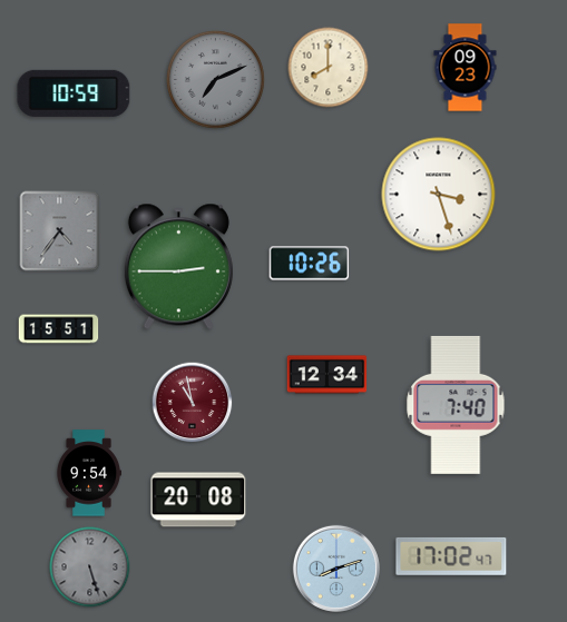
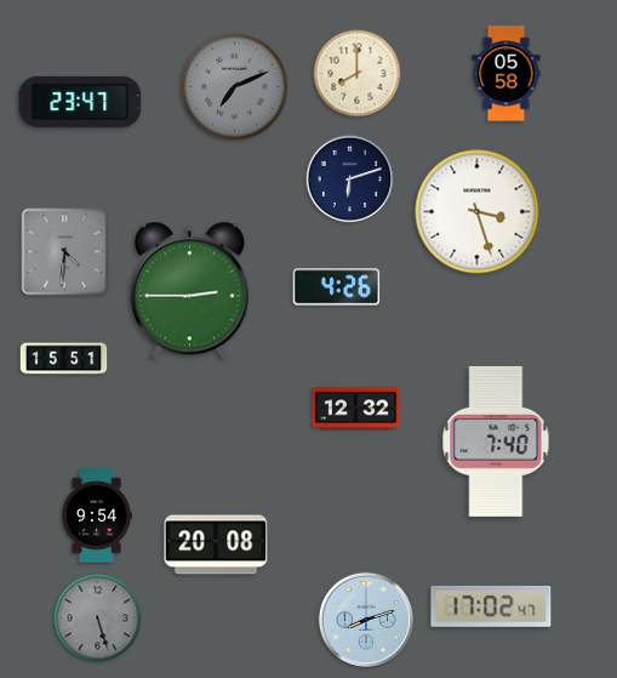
clock at (466, 68): 09:23 -> 05:58
clock at (74, 93): 10:59 -> 23:47
clock at (350, 180): none -> 6:12
clock at (60, 231): 4:36 -> 4:31
clock at (310, 264): 10:26 -> 4:26
clock at (178, 267) position: (178, 267) -> (189, 291)
clock at (328, 375): 12:34 -> 12:32
clock at (193, 403): 10:58 -> none
